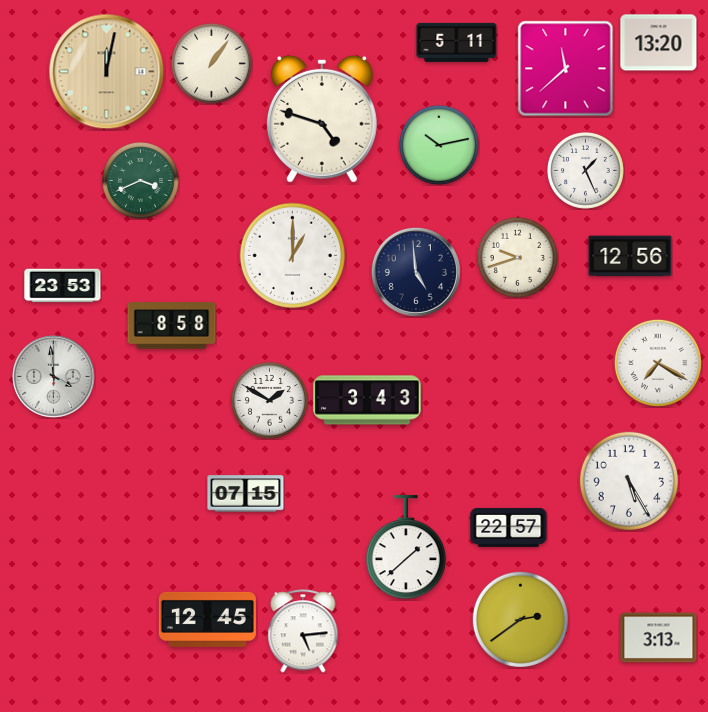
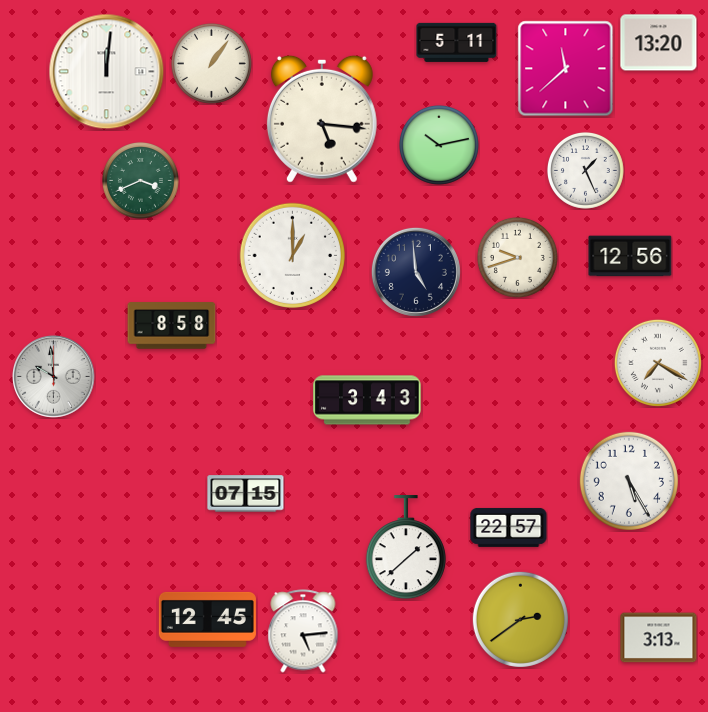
clock at (107, 72): 12:02 -> 12:01
clock at (107, 72) dial: champagne -> white
clock at (322, 119): 4:48 -> 5:16
clock at (63, 286): 23:53 -> none
clock at (54, 377): 3:59 -> 9:59
clock at (269, 400): 1:50 -> none
